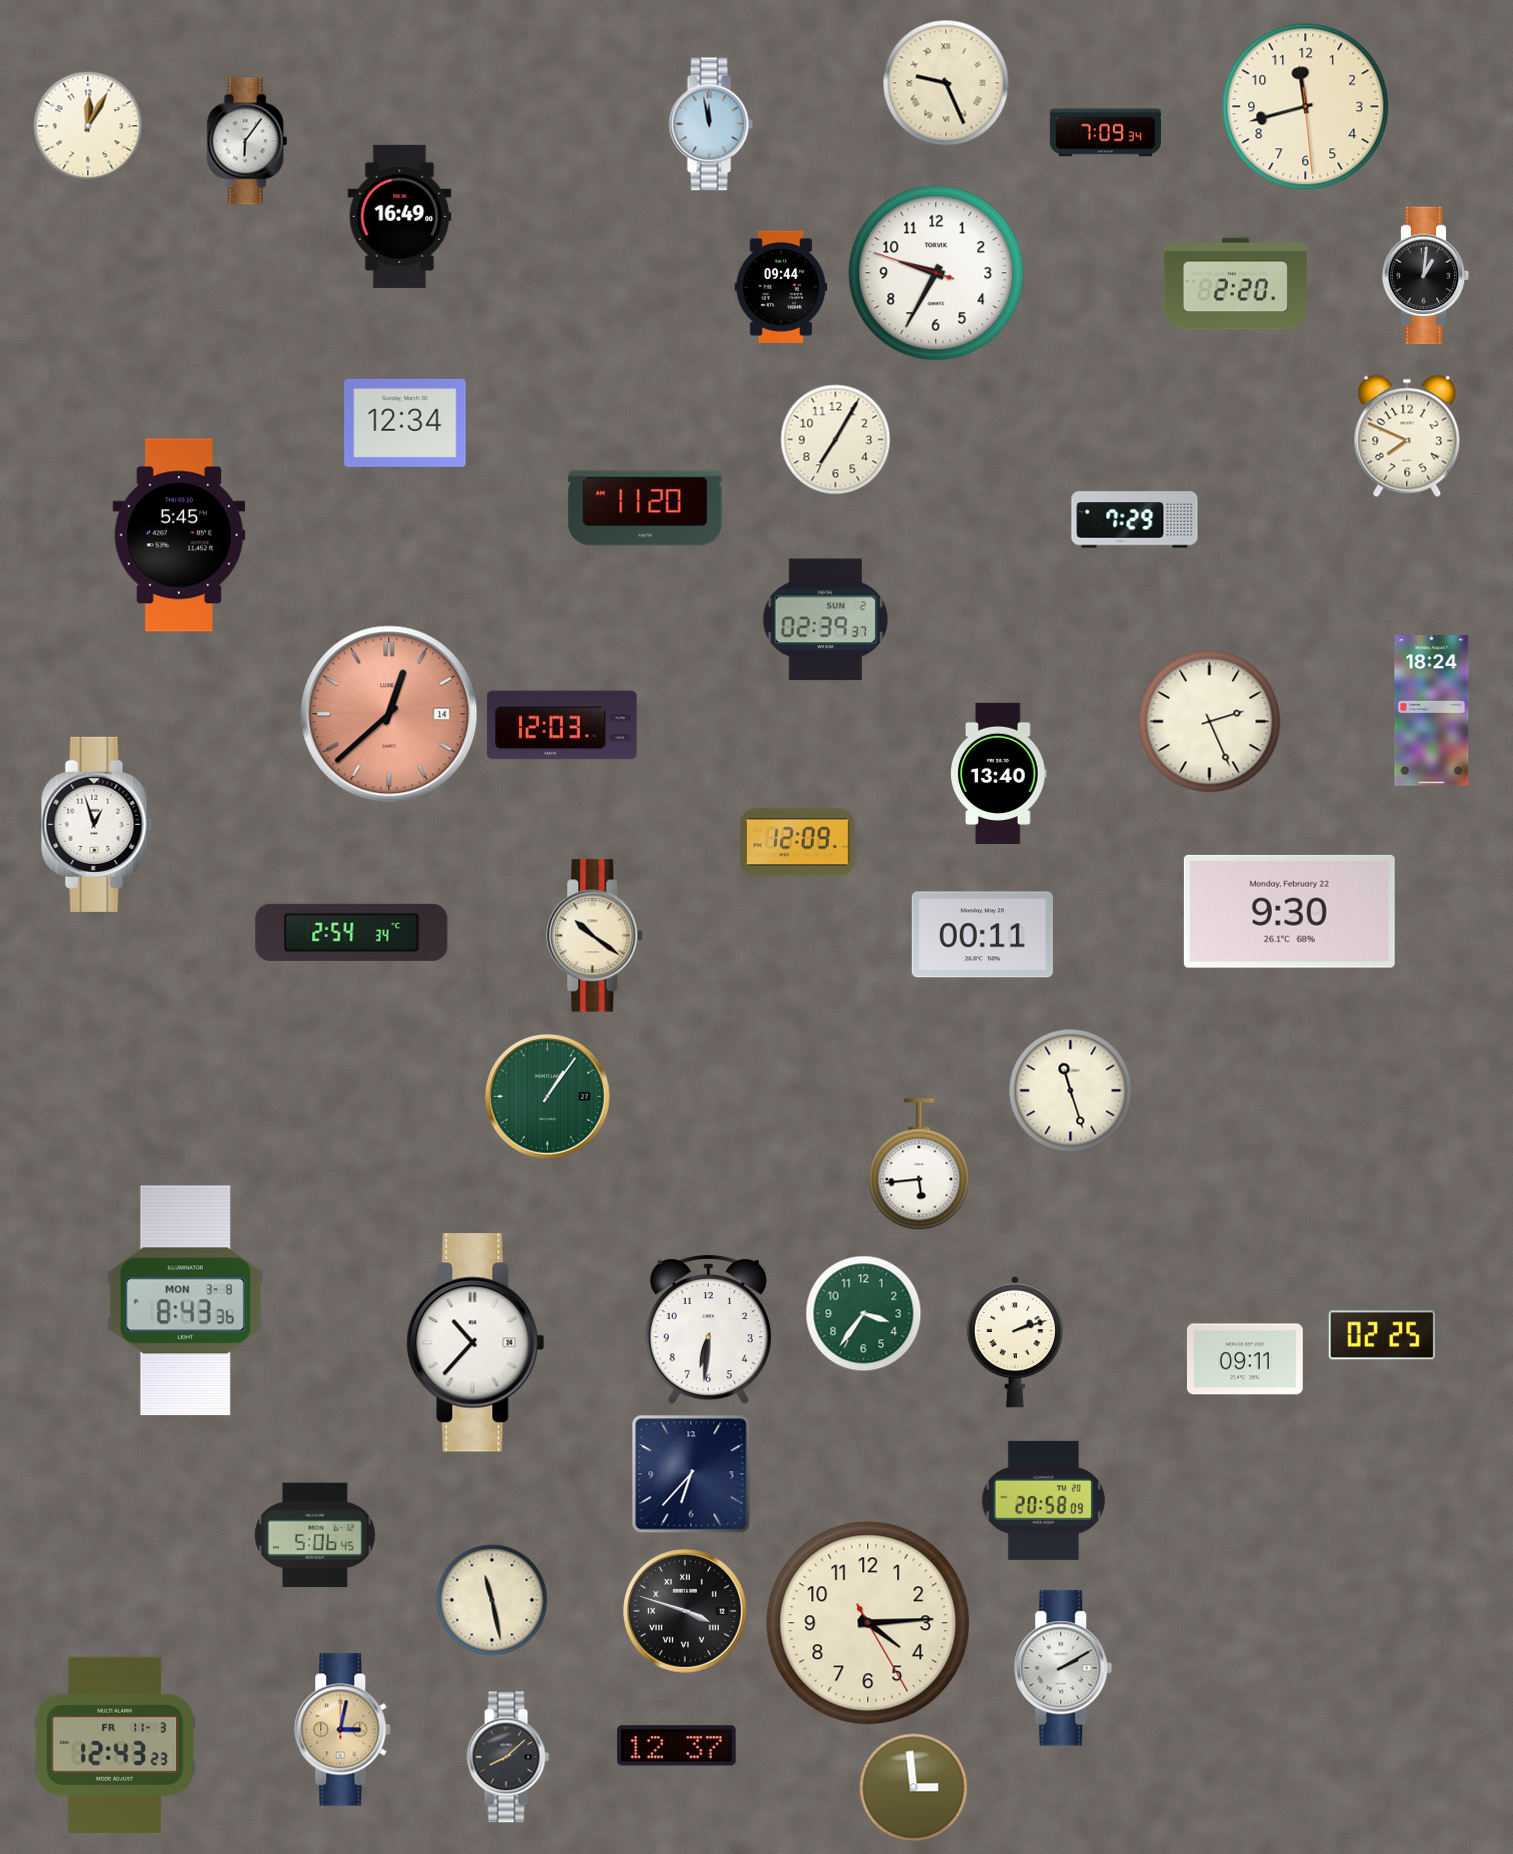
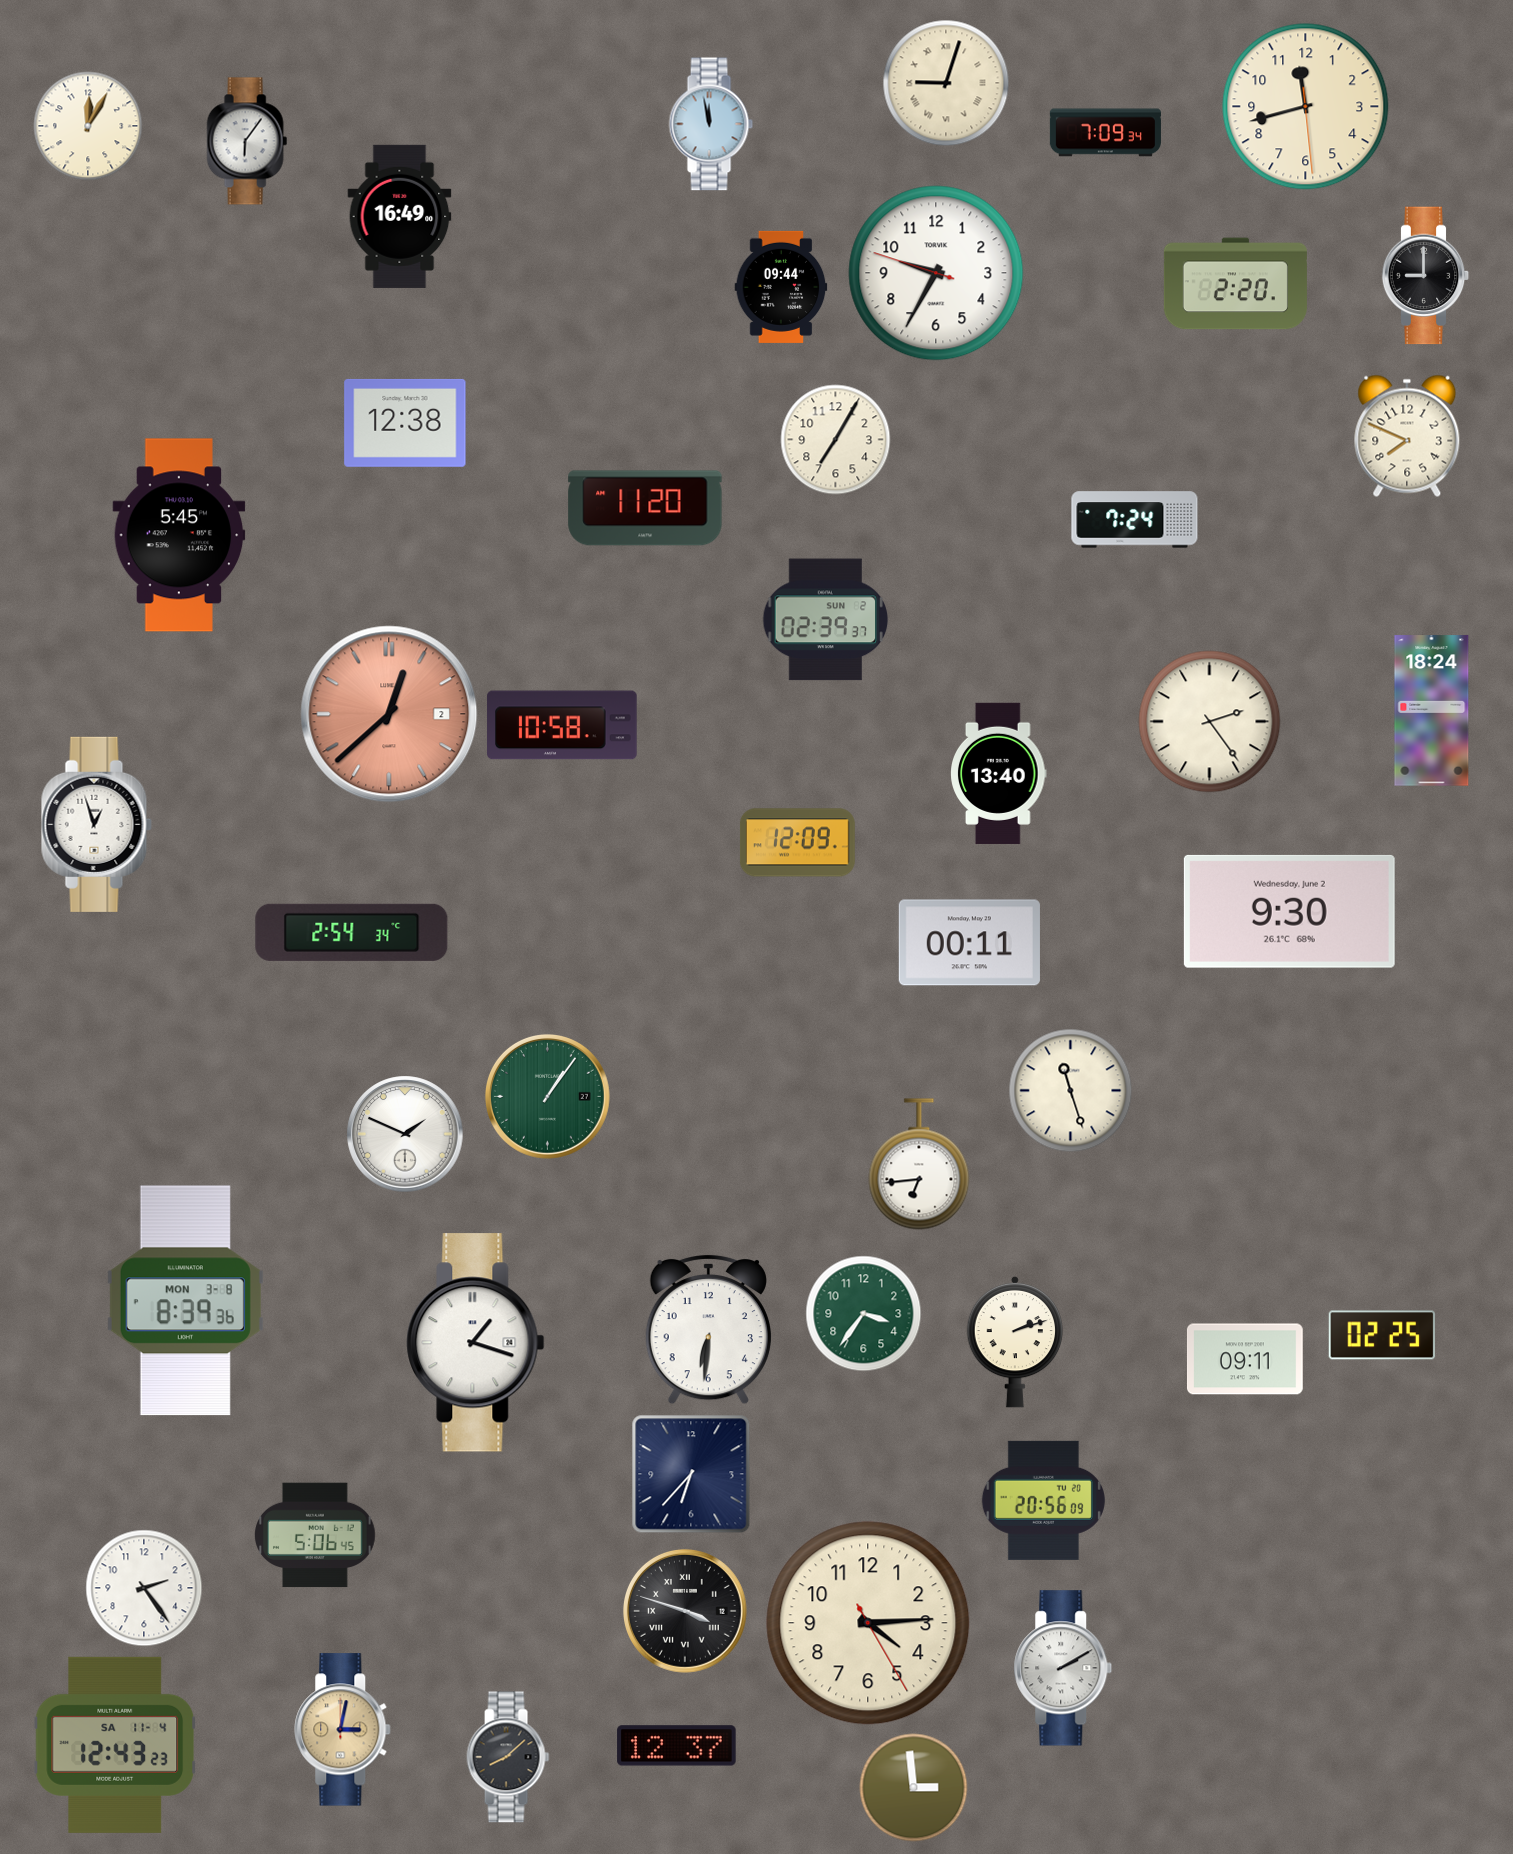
clock at (946, 83): 9:26 -> 9:03
clock at (1426, 276): 1:01 -> 9:00
clock at (405, 423): 12:34 -> 12:38
clock at (1135, 520): 7:29 -> 7:24
clock at (389, 714) date: 14 -> 2
clock at (1210, 722): 2:26 -> 2:24
clock at (562, 725): 12:03 -> 10:58
clock at (1289, 911) date: Monday, February 22 -> Wednesday, June 2
clock at (982, 935) position: (982, 935) -> (969, 943)
clock at (595, 936): 10:21 -> none
clock at (405, 1134): none -> 1:49
clock at (919, 1164): 5:44 -> 6:44
clock at (185, 1301): 8:43 -> 8:39
clock at (476, 1343): 10:37 -> 1:18
clock at (1043, 1500): 20:58 -> 20:56
clock at (144, 1588): none -> 2:24
clock at (492, 1600): 11:28 -> none
clock at (115, 1745) date: FR 11-3 -> SA 11-4
